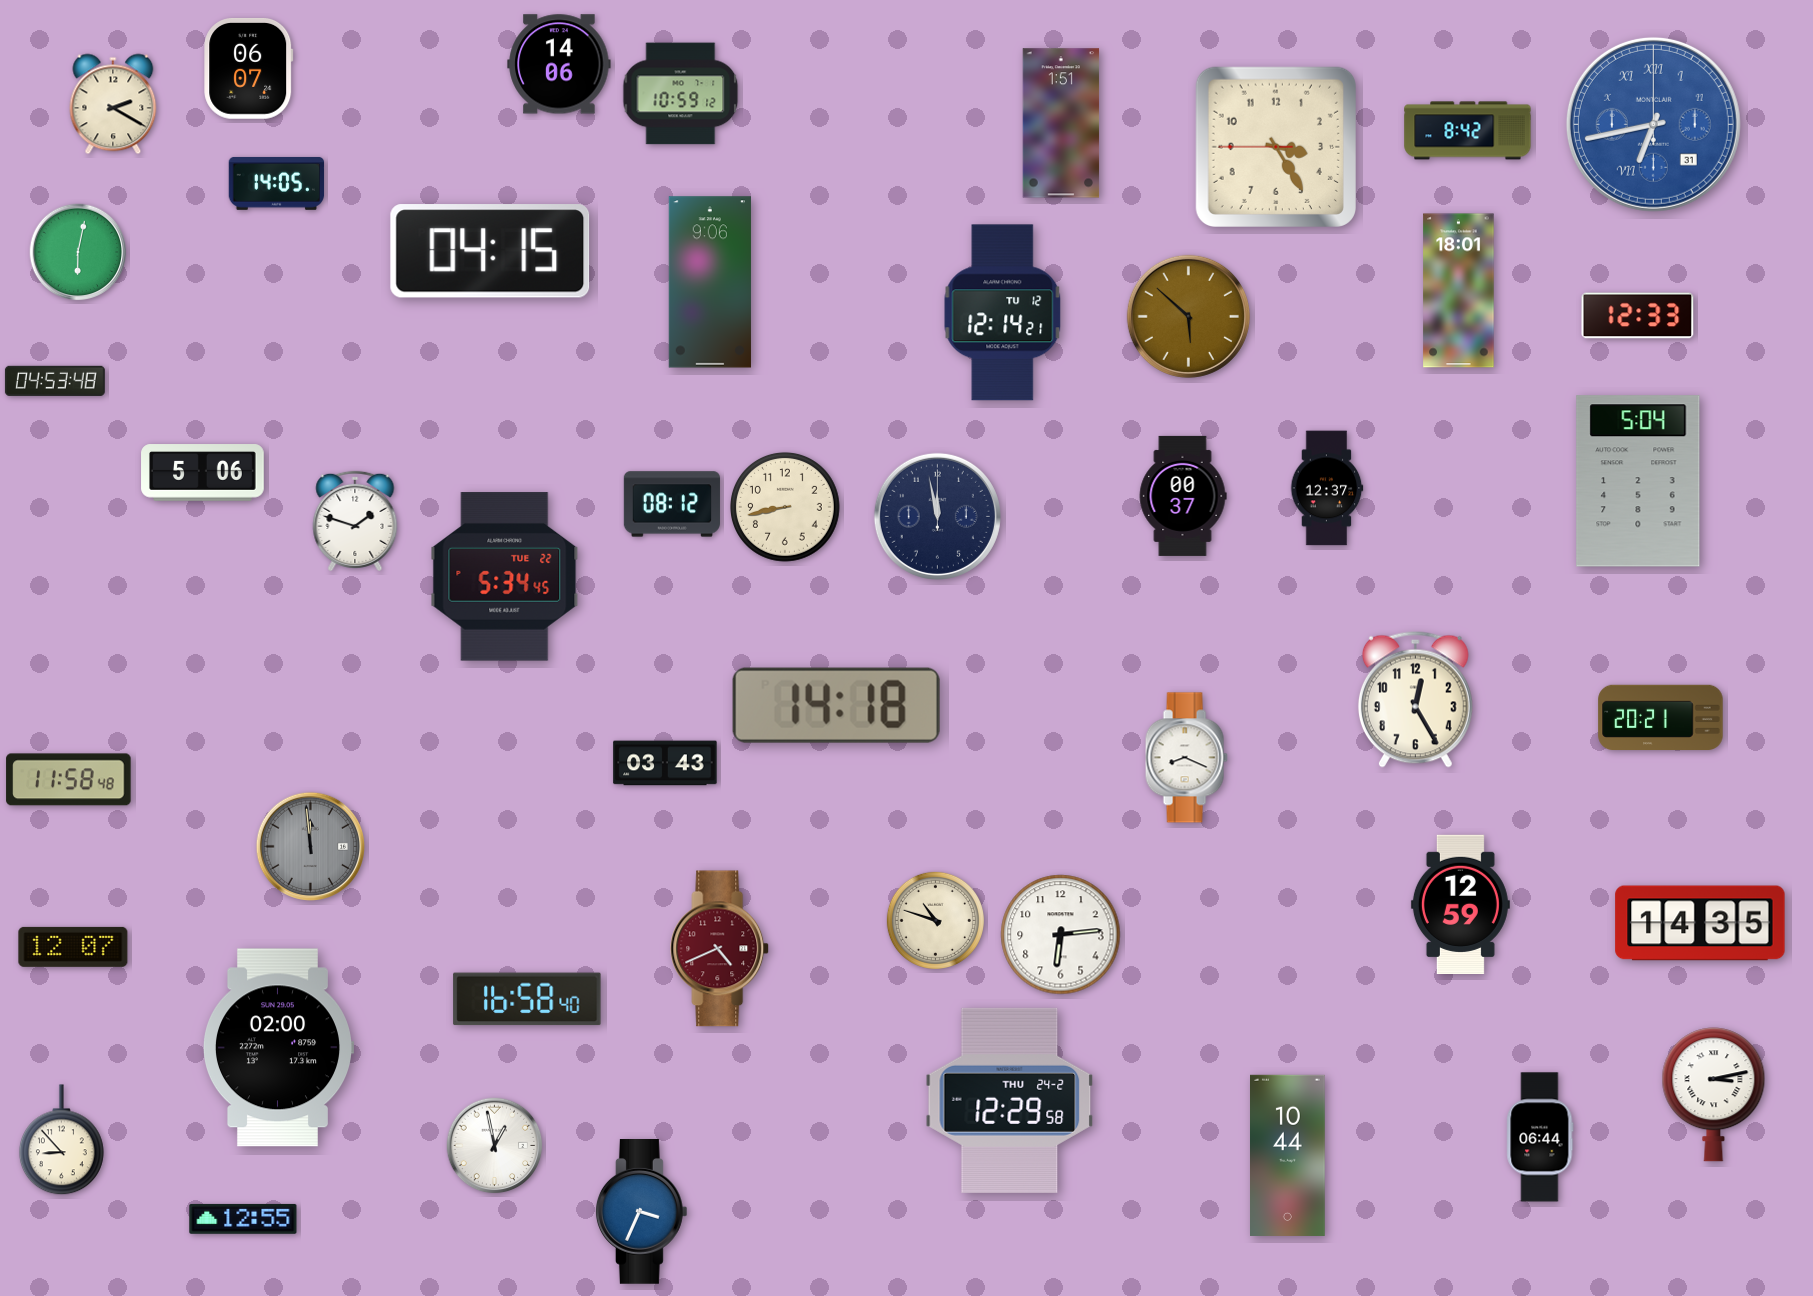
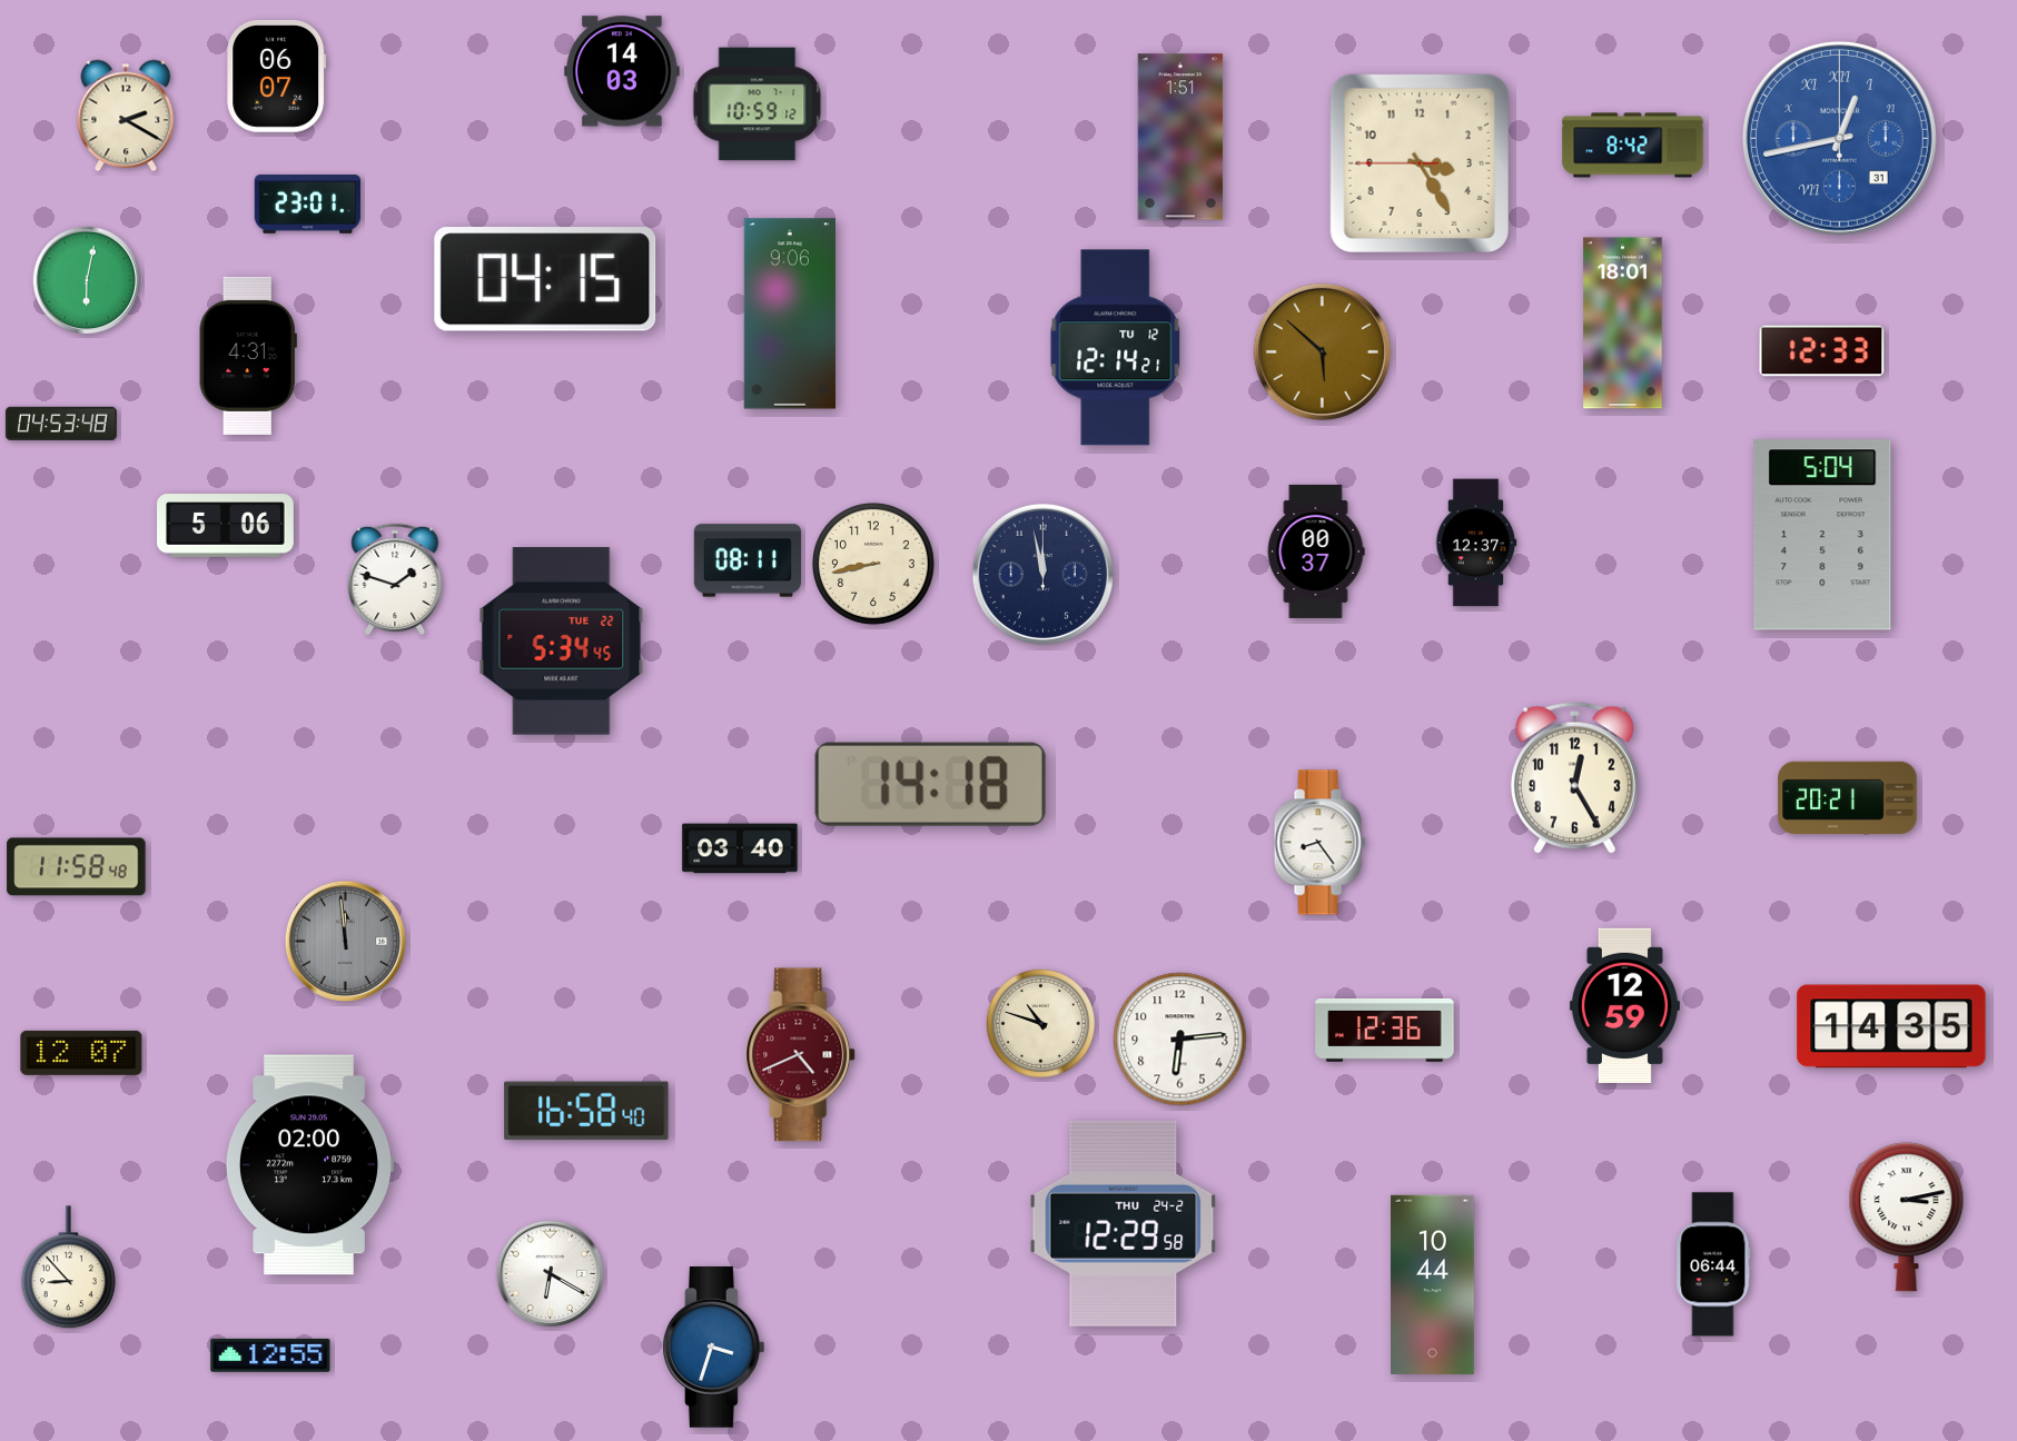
clock at (559, 64): 14:06 -> 14:03
clock at (1653, 124): 6:43 -> 12:43
clock at (277, 183): 14:05 -> 23:01
clock at (248, 356): none -> 4:31
clock at (671, 504): 08:12 -> 08:11
clock at (1186, 758): 8:19 -> 8:24
clock at (665, 763): 03:43 -> 03:40
clock at (1385, 1031): none -> 12:36
clock at (495, 1146): 12:58 -> 6:20
clock at (641, 1212): 3:34 -> 3:33
